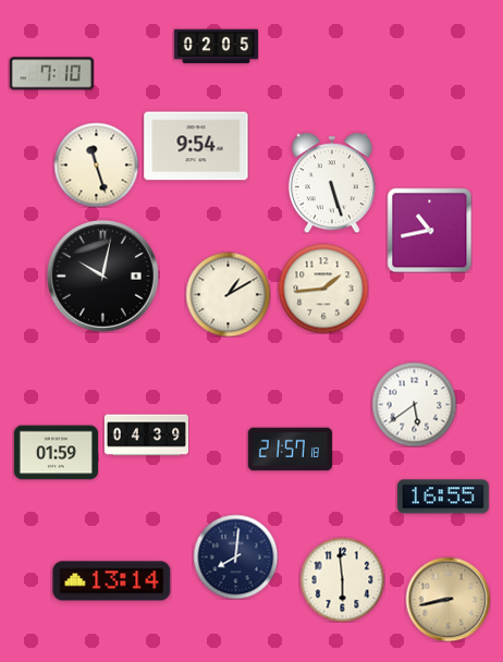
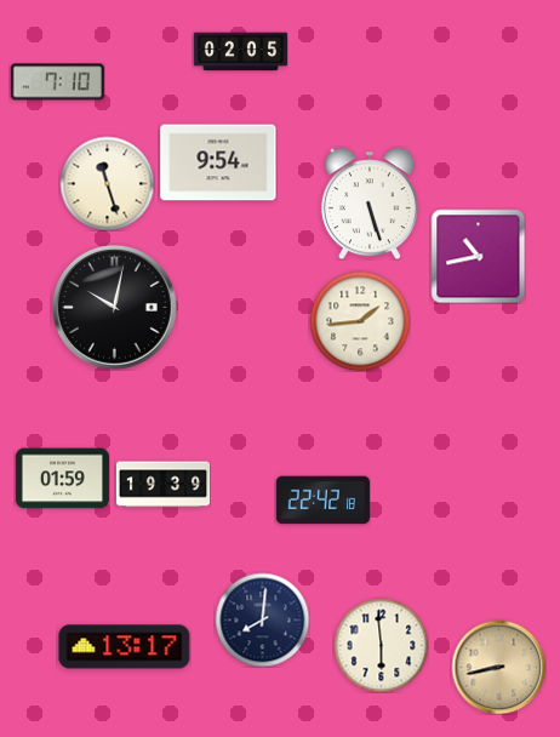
clock at (228, 294): 1:10 -> none
clock at (414, 404): 5:39 -> none
clock at (146, 436): 04:39 -> 19:39
clock at (290, 450): 21:57 -> 22:42
clock at (56, 453) position: (56, 453) -> (62, 479)
clock at (444, 497): 16:55 -> none
clock at (112, 581): 13:14 -> 13:17
